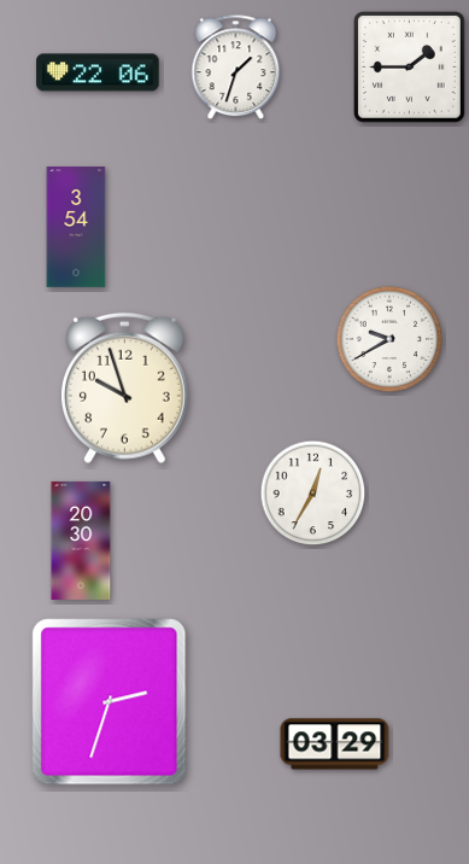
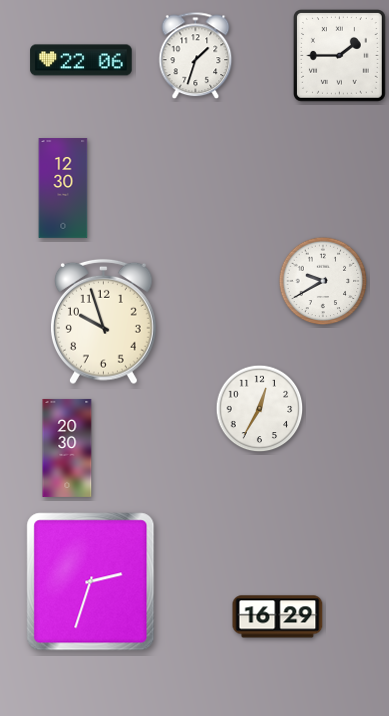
clock at (76, 227): 3:54 -> 12:30
clock at (335, 745): 03:29 -> 16:29
